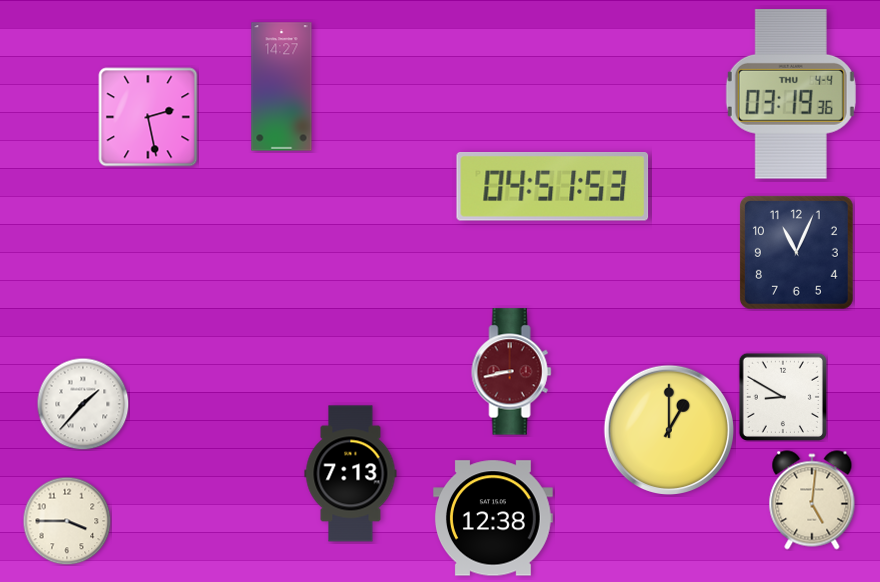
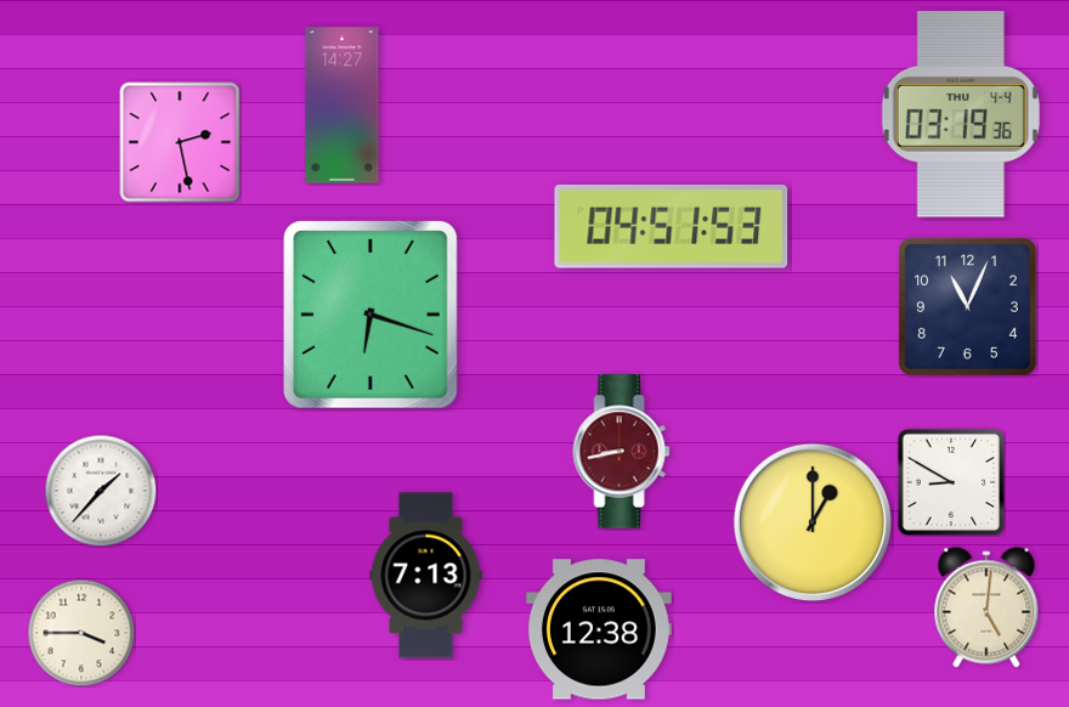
clock at (371, 316): none -> 6:18
